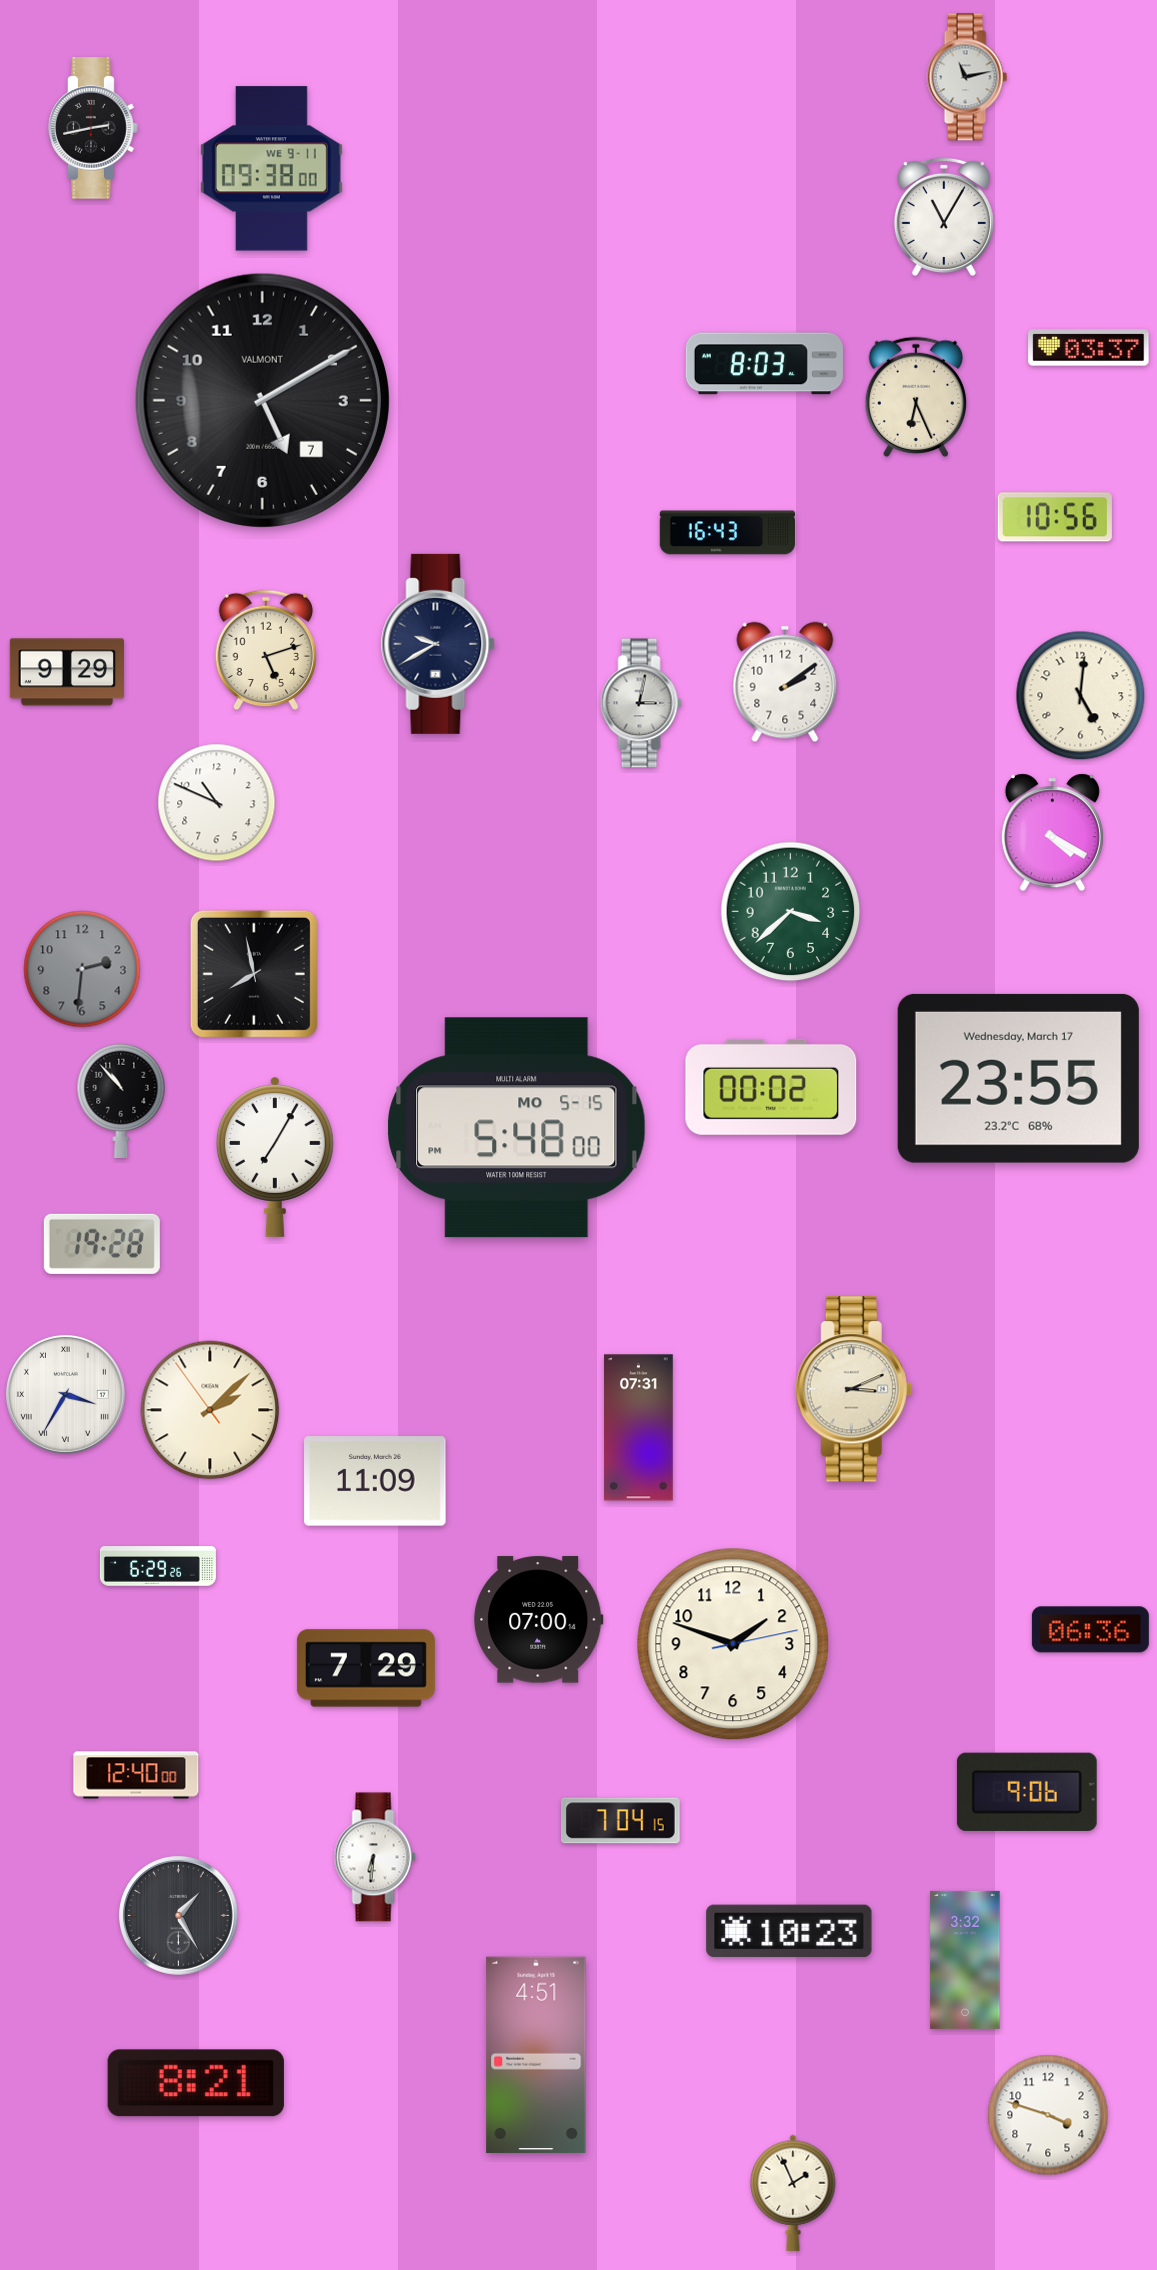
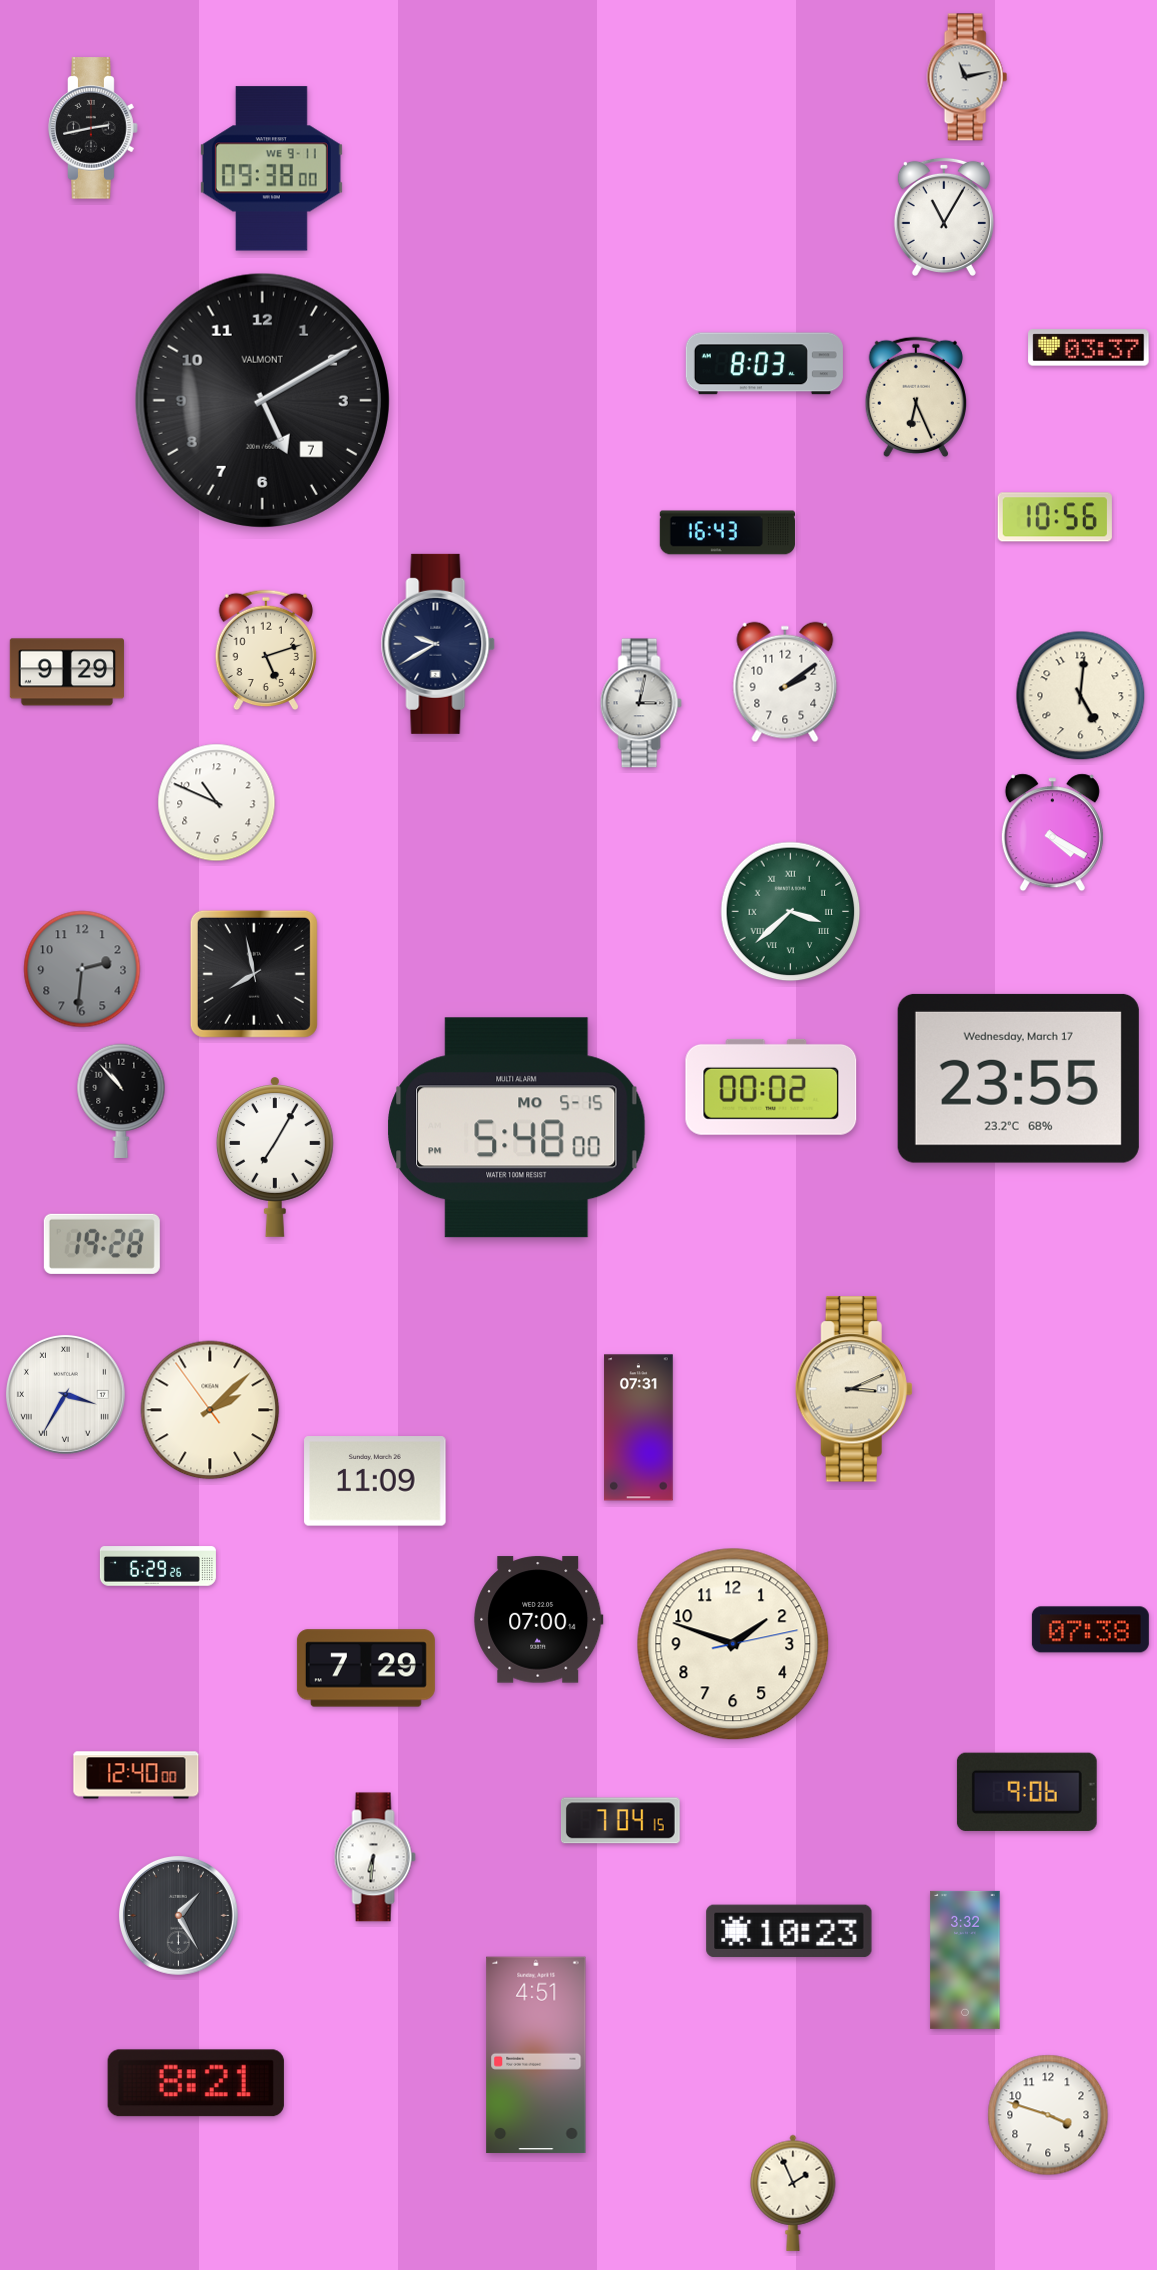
clock at (791, 912) numerals: Arabic -> Roman
clock at (1090, 1630): 06:36 -> 07:38
